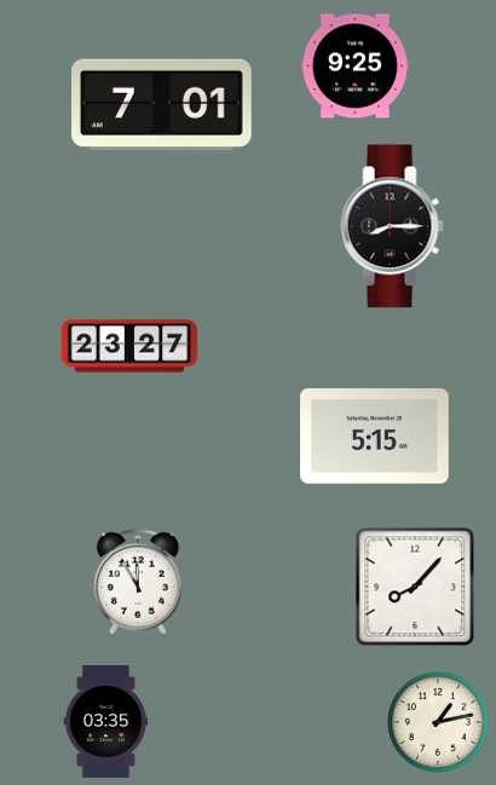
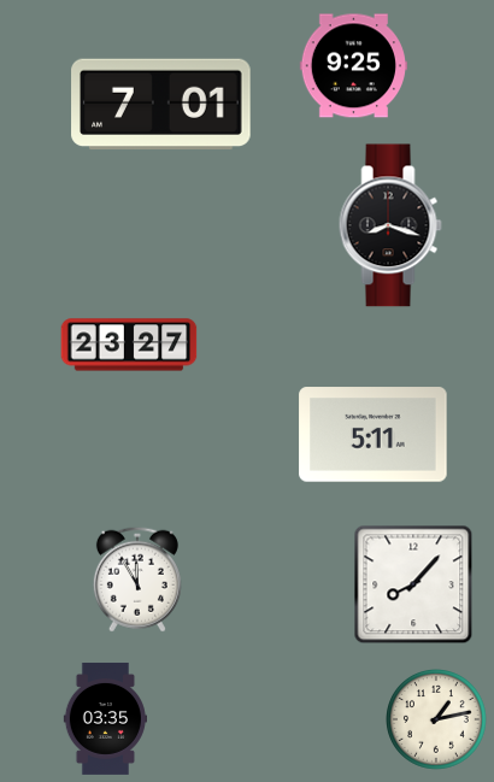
clock at (392, 226): 8:15 -> 8:18
clock at (375, 437): 5:15 -> 5:11
